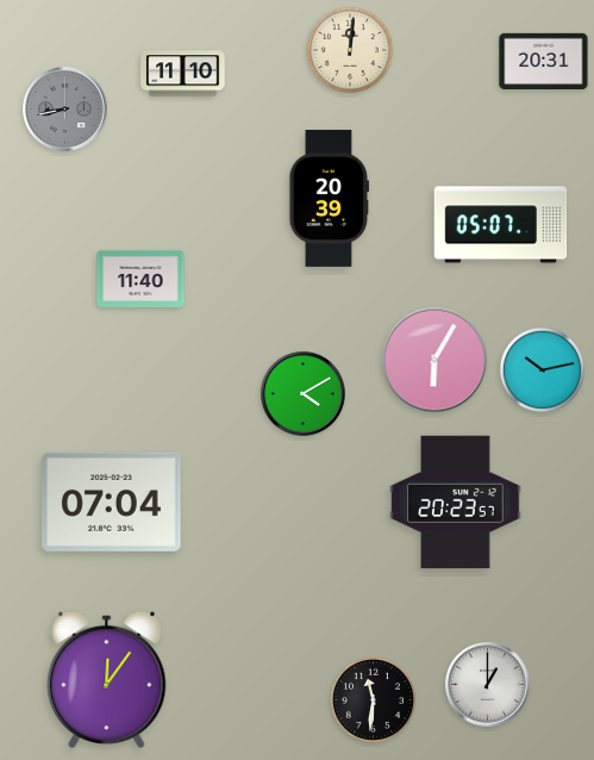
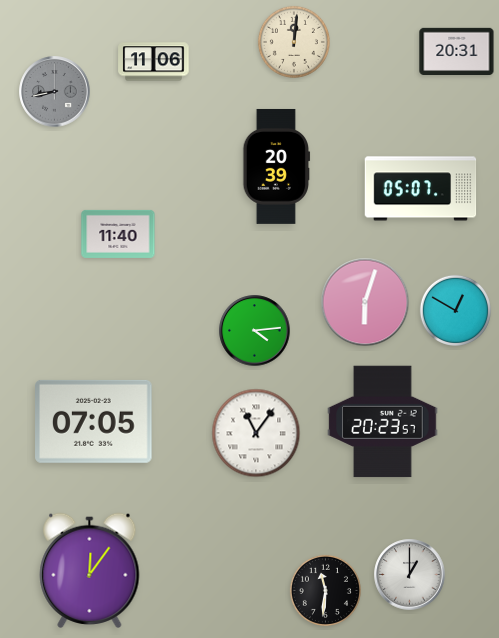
clock at (183, 74): 11:10 -> 11:06
clock at (434, 360): 6:05 -> 6:03
clock at (542, 369): 10:13 -> 12:50
clock at (304, 394): 4:10 -> 4:14
clock at (112, 502): 07:04 -> 07:05
clock at (256, 433): none -> 11:06
clock at (373, 699) position: (373, 699) -> (325, 590)
